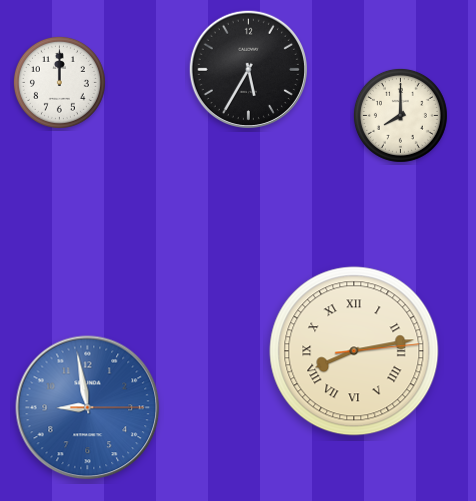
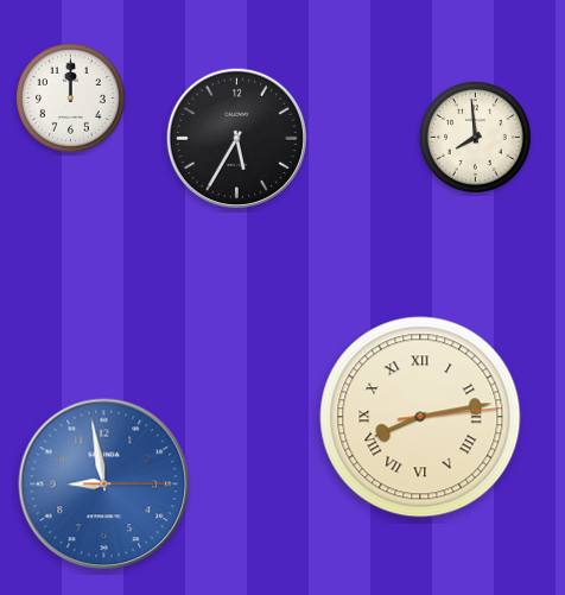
clock at (248, 69) position: (248, 69) -> (236, 138)
clock at (400, 115): 8:00 -> 7:59
